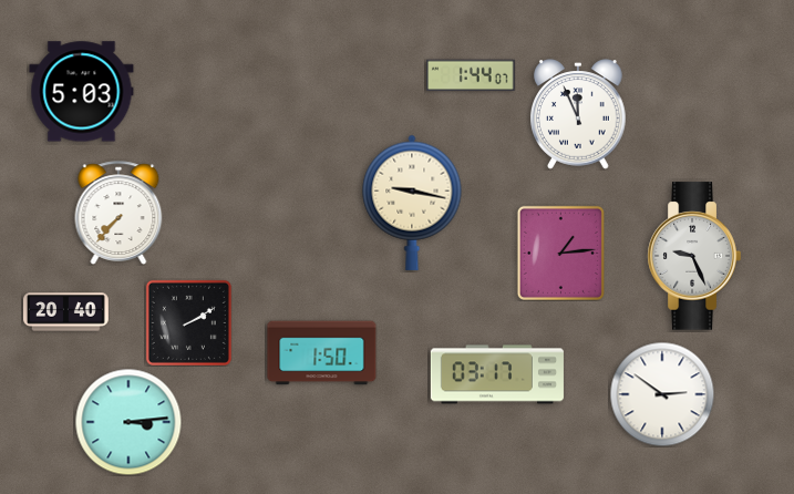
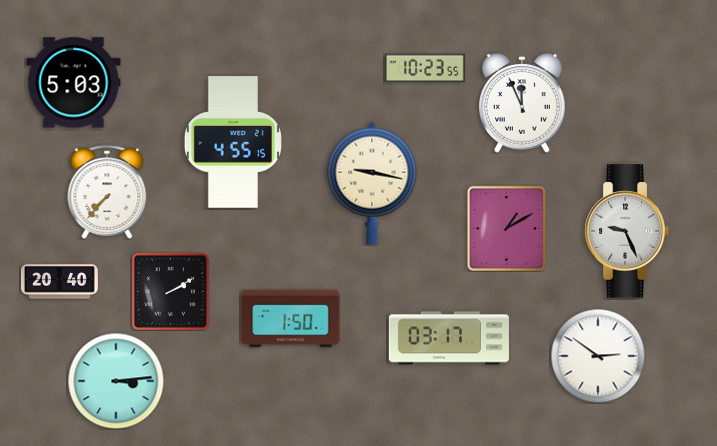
clock at (472, 75): 1:44 -> 10:23
clock at (233, 142): none -> 4:55
clock at (560, 253): 1:14 -> 1:10
